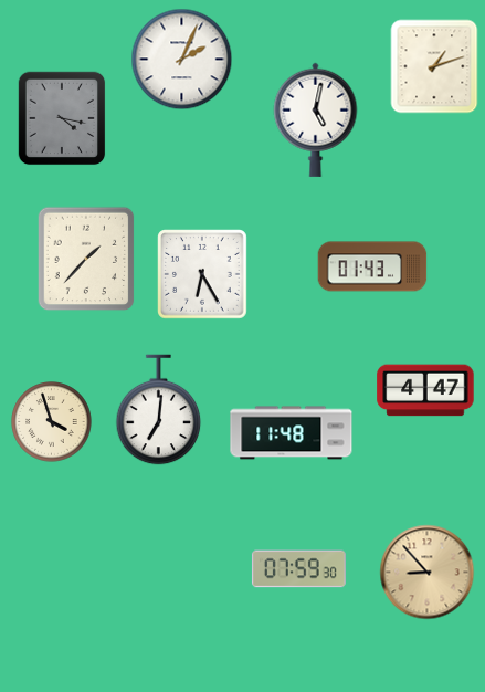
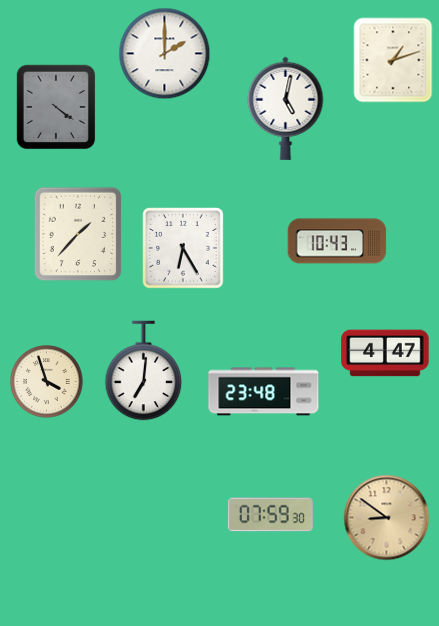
clock at (182, 60): 2:04 -> 2:00
clock at (62, 118): 4:17 -> 4:21
clock at (372, 266): 01:43 -> 10:43
clock at (292, 433): 11:48 -> 23:48
clock at (428, 573): 8:53 -> 8:51
